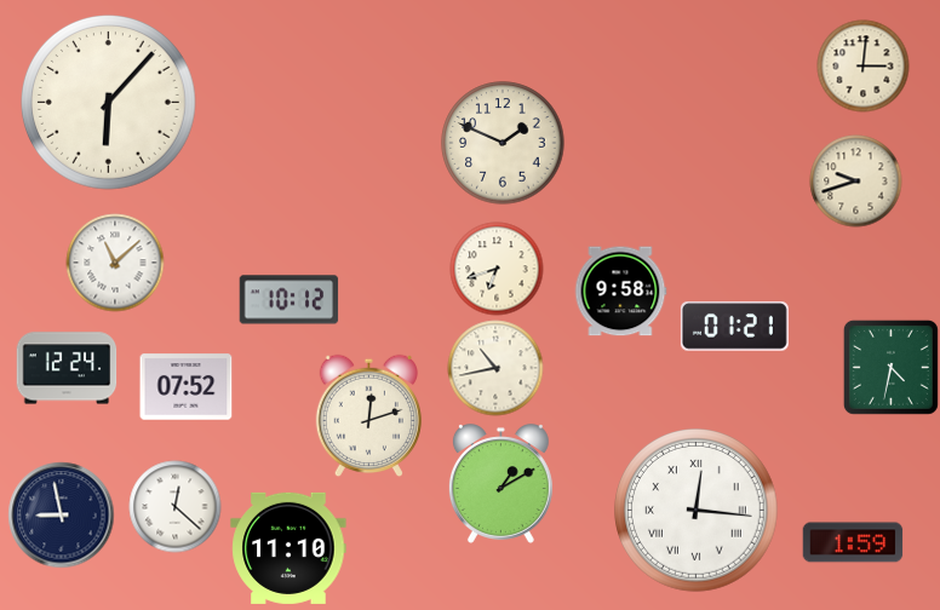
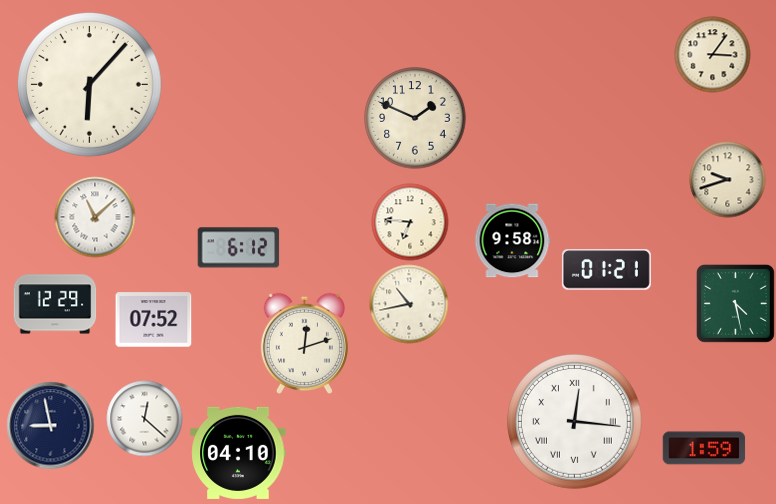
clock at (864, 67): 3:01 -> 3:06
clock at (856, 182) position: (856, 182) -> (728, 180)
clock at (497, 269): 6:42 -> 6:46
clock at (290, 300): 10:12 -> 6:12
clock at (890, 367): 4:32 -> 4:28
clock at (67, 368): 12:24 -> 12:29
clock at (500, 484): 1:10 -> none
clock at (288, 548): 11:10 -> 04:10
